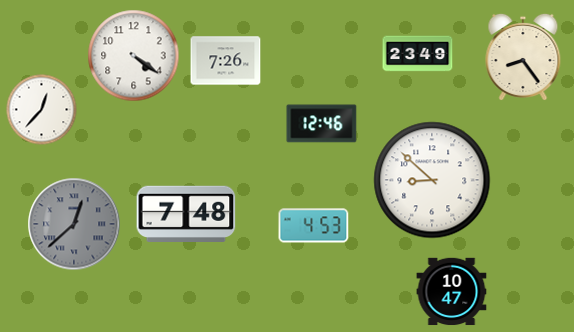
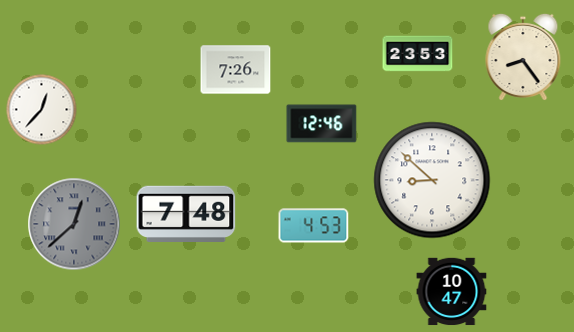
clock at (418, 54): 23:49 -> 23:53
clock at (134, 56): 4:21 -> none
clock at (226, 61) position: (226, 61) -> (236, 70)
